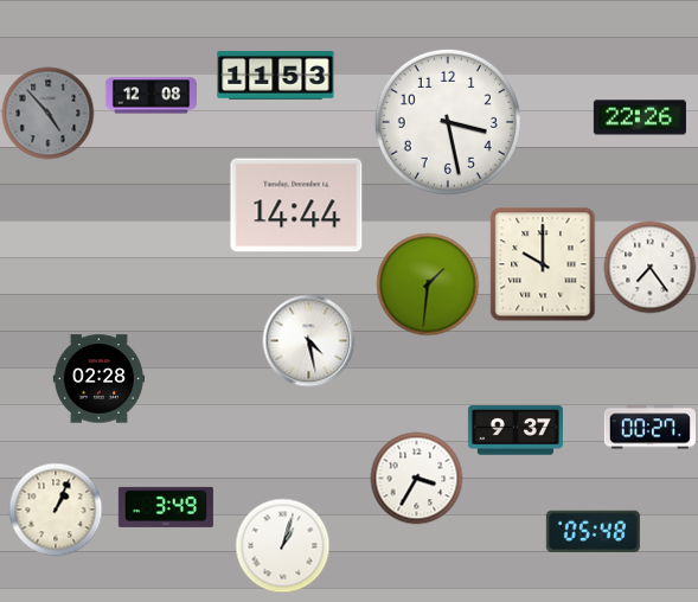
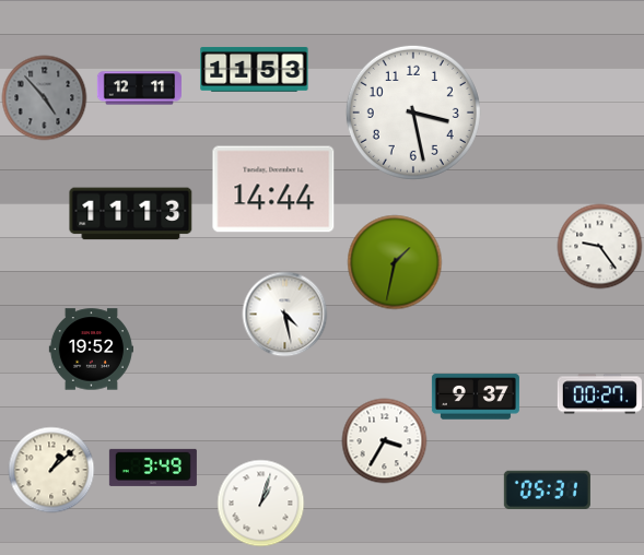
clock at (151, 96): 12:08 -> 12:11
clock at (47, 113) position: (47, 113) -> (44, 97)
clock at (640, 117): 22:26 -> none
clock at (131, 214): none -> 11:13
clock at (543, 264): 10:00 -> none
clock at (649, 267): 7:24 -> 9:24
clock at (428, 284): 1:31 -> 1:32
clock at (98, 379): 02:28 -> 19:52
clock at (56, 510): 1:04 -> 1:08
clock at (593, 531): 05:48 -> 05:31
